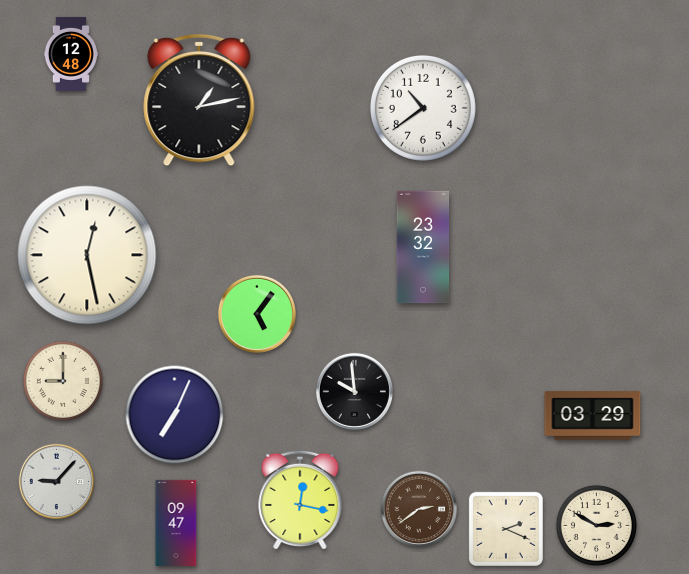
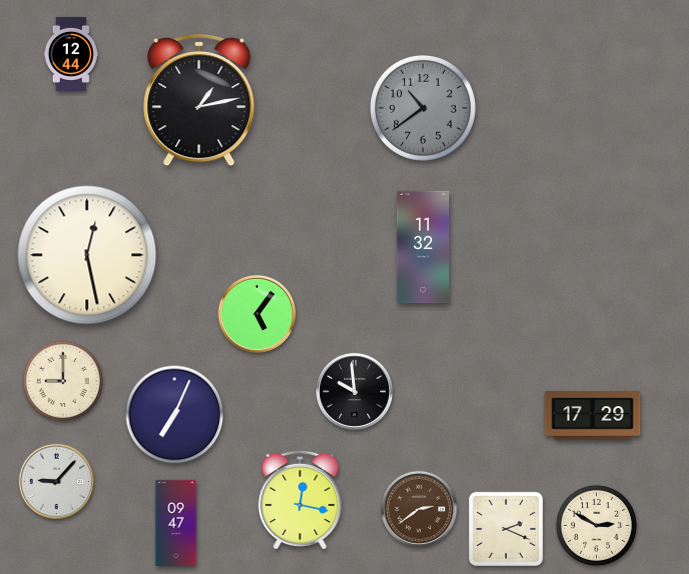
clock at (71, 54): 12:48 -> 12:44
clock at (423, 108) dial: white -> grey
clock at (423, 247): 23:32 -> 11:32
clock at (593, 416): 03:29 -> 17:29
